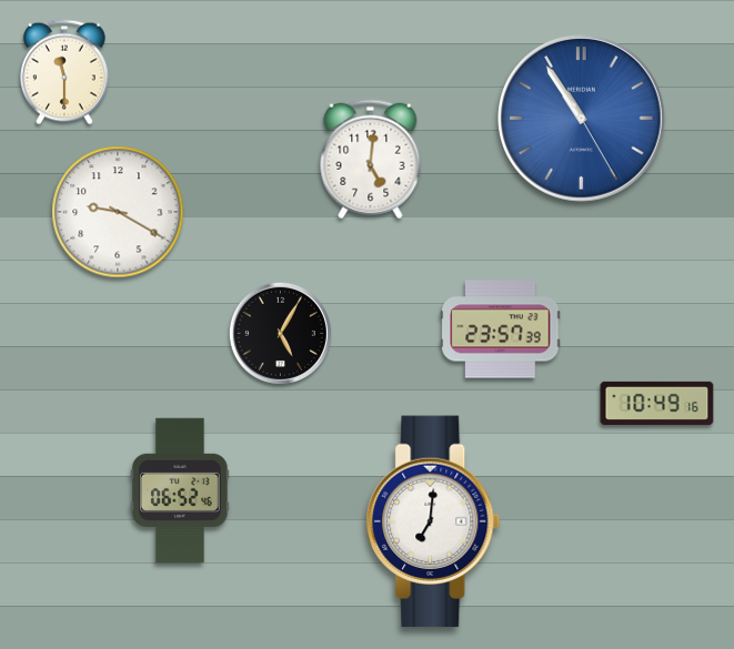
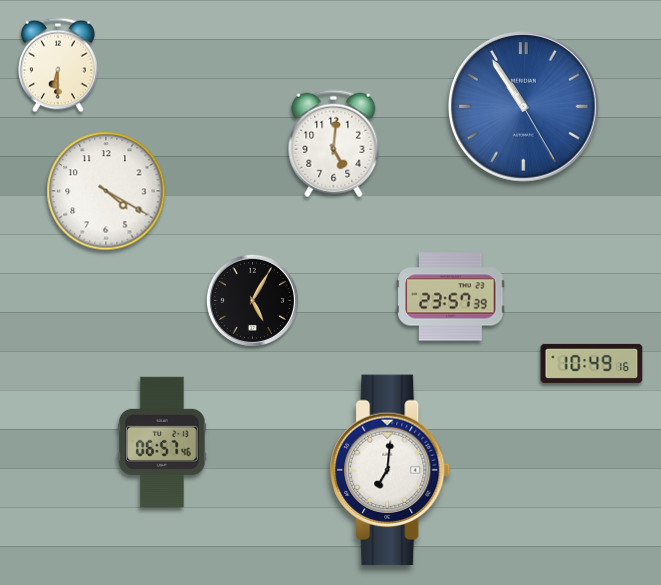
clock at (66, 72): 11:30 -> 6:30
clock at (118, 212): 9:20 -> 4:20
clock at (180, 490): 06:52 -> 06:57
